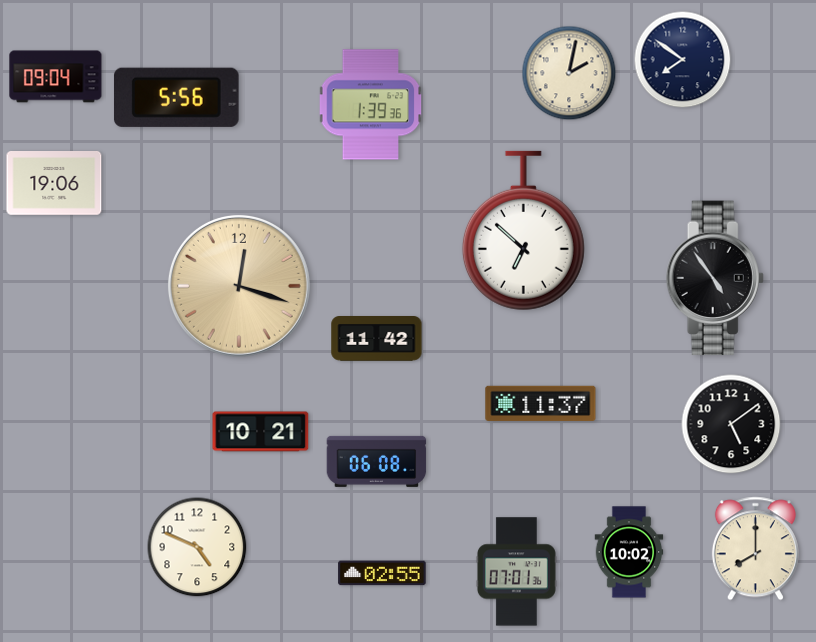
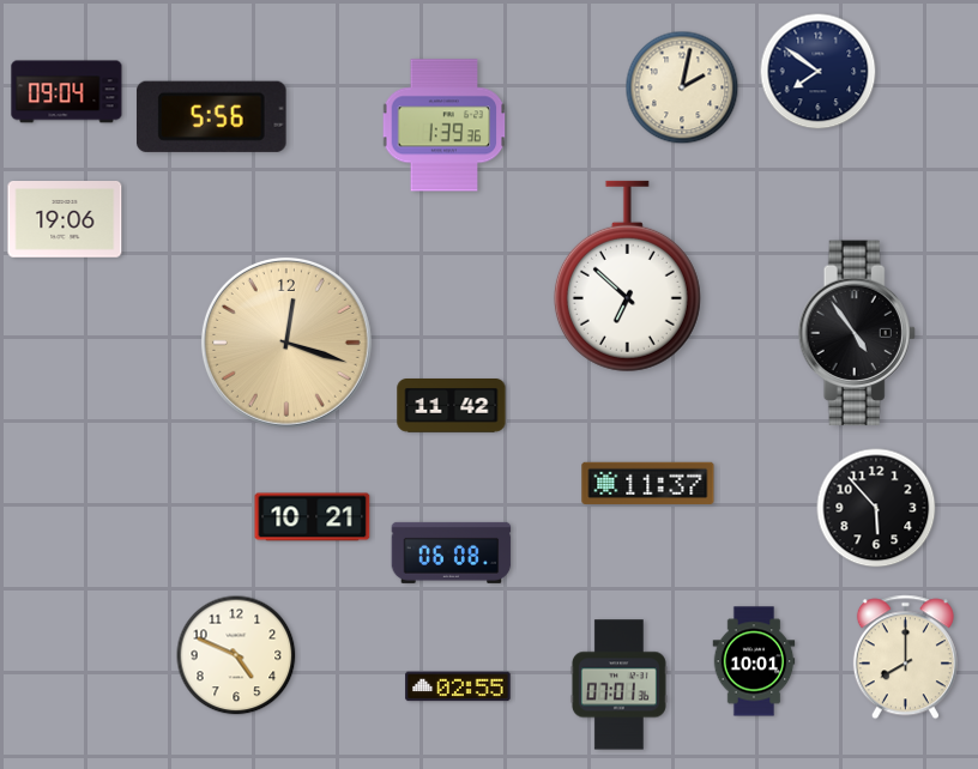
clock at (731, 424): 5:09 -> 5:53
clock at (629, 552): 10:02 -> 10:01
